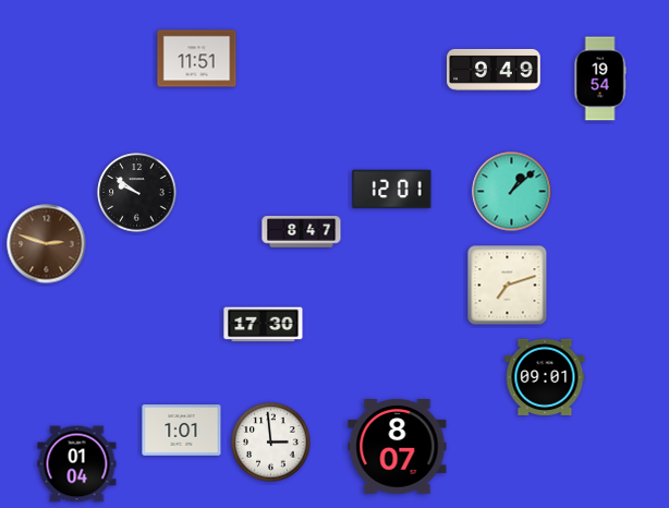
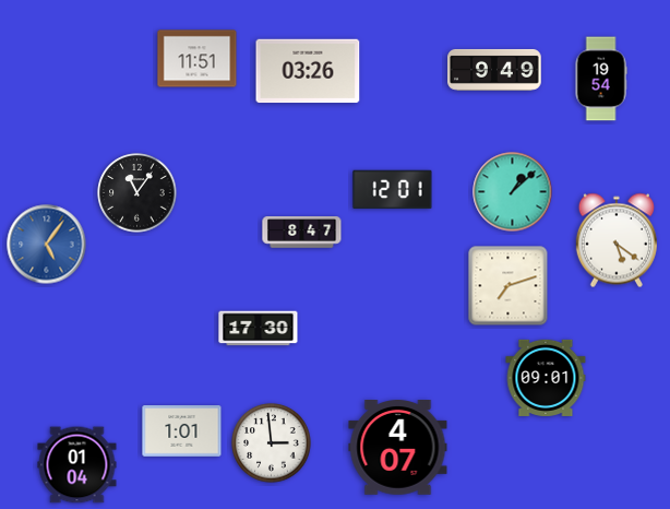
clock at (308, 71): none -> 03:26
clock at (137, 193): 9:51 -> 11:06
clock at (617, 240): none -> 5:21
clock at (47, 244): 2:48 -> 5:06
clock at (47, 244) dial: brown -> blue
clock at (264, 325) position: (264, 325) -> (259, 329)
clock at (398, 447): 8:07 -> 4:07
